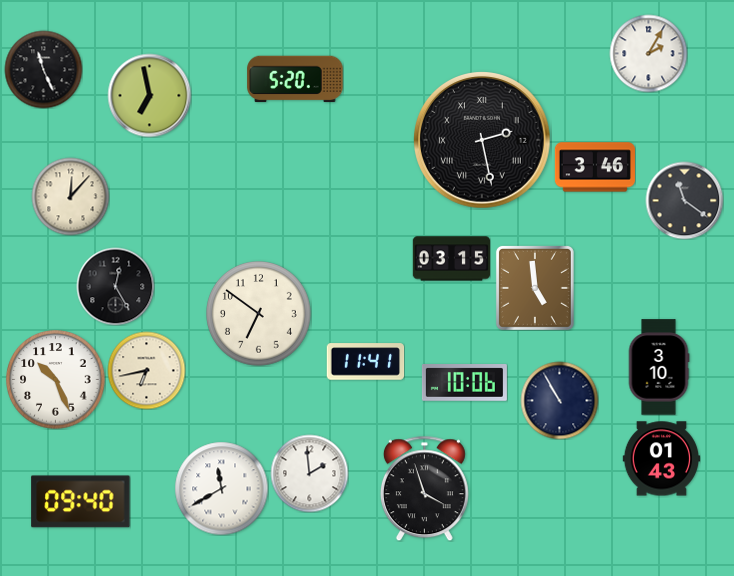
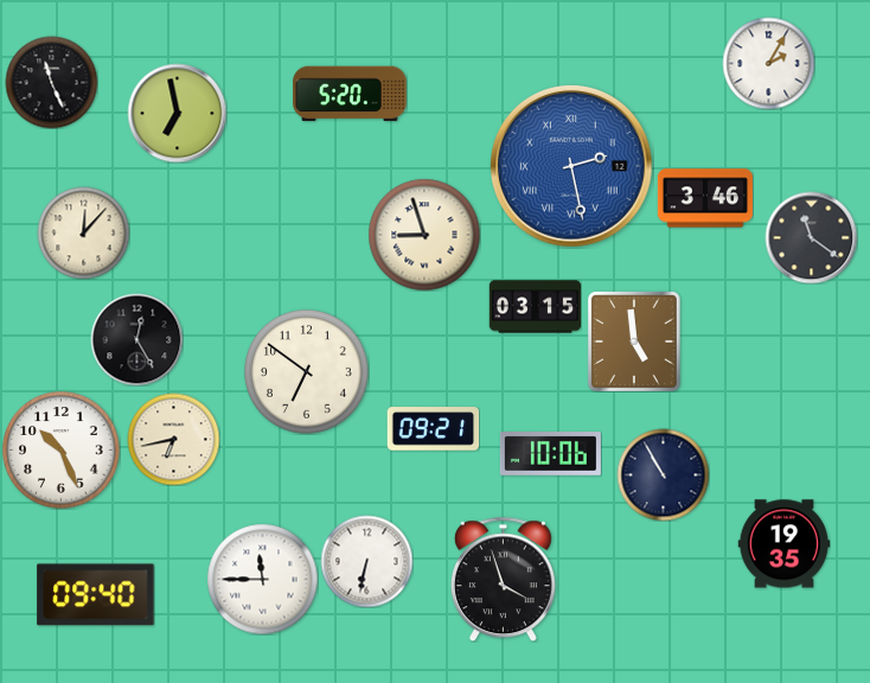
clock at (483, 141) dial: black -> blue
clock at (424, 235): none -> 8:57
clock at (365, 362): 11:41 -> 09:21
clock at (659, 367): 3:10 -> none
clock at (56, 380) position: (56, 380) -> (62, 451)
clock at (661, 459): 01:43 -> 19:35
clock at (309, 473): 1:59 -> 6:32
clock at (221, 488): 11:40 -> 11:45
